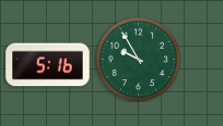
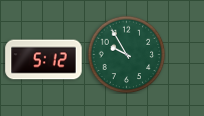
clock at (48, 65): 5:16 -> 5:12
